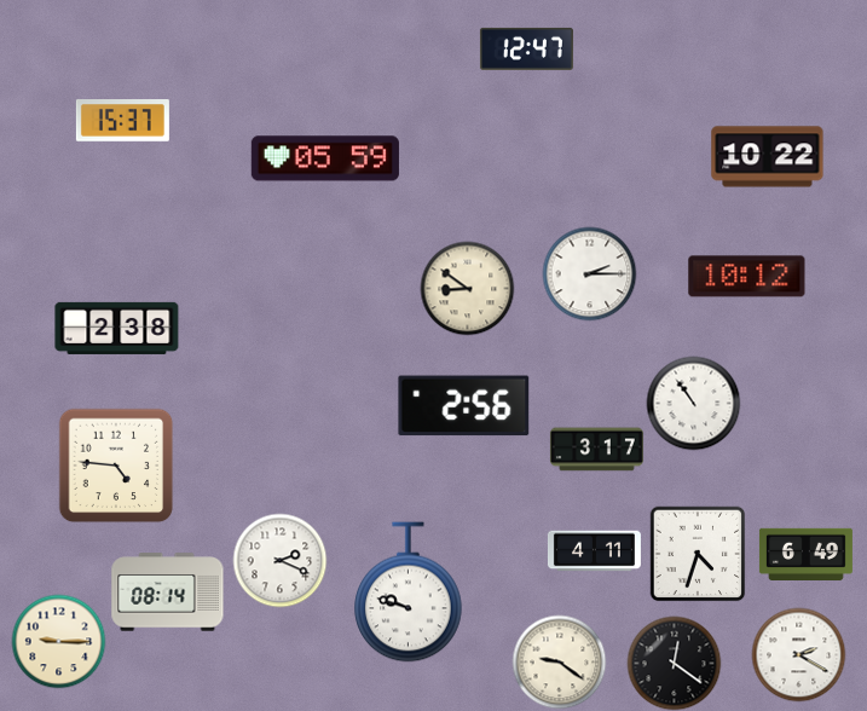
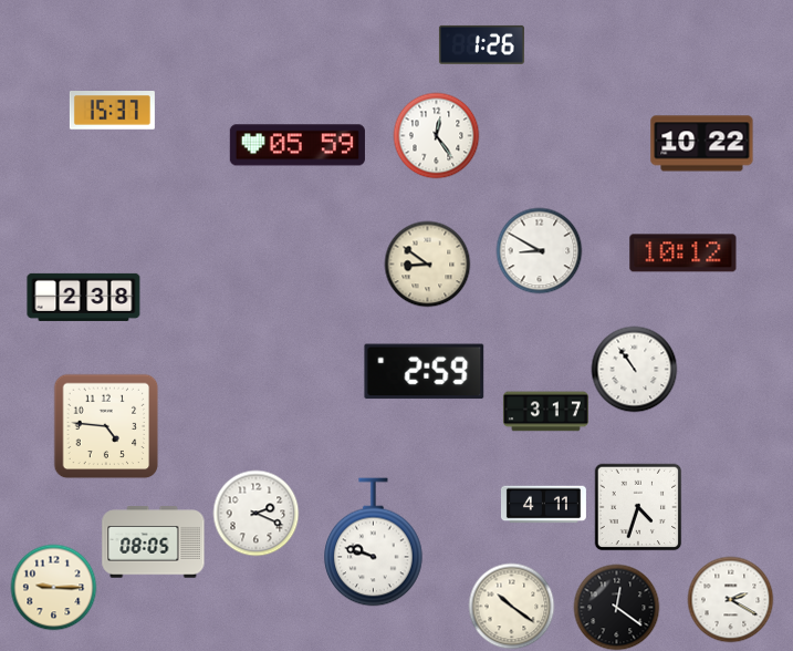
clock at (526, 48): 12:47 -> 1:26
clock at (436, 135): none -> 12:24
clock at (589, 273): 2:15 -> 8:50
clock at (117, 328) position: (117, 328) -> (84, 297)
clock at (464, 406): 2:56 -> 2:59
clock at (805, 554): 6:49 -> none
clock at (168, 592): 08:14 -> 08:05
clock at (559, 661): 9:21 -> 10:21
